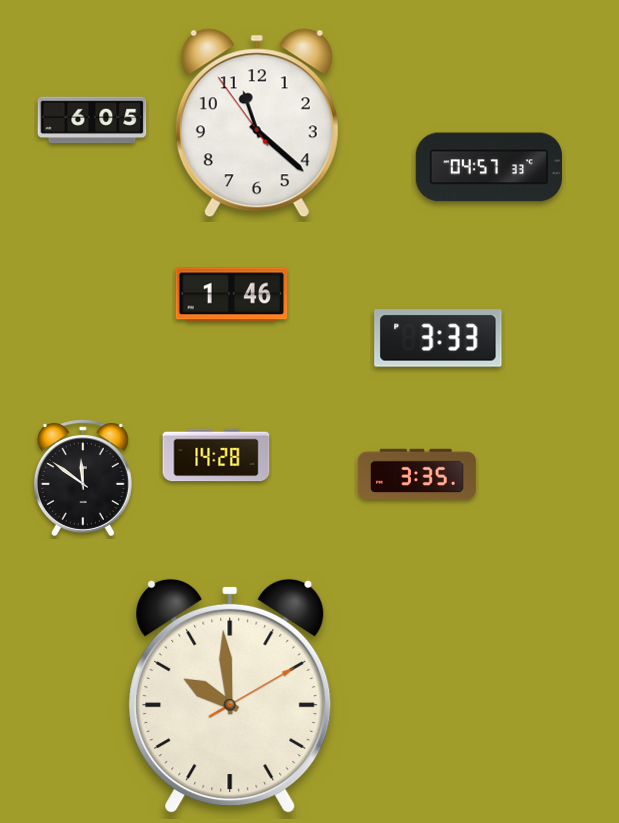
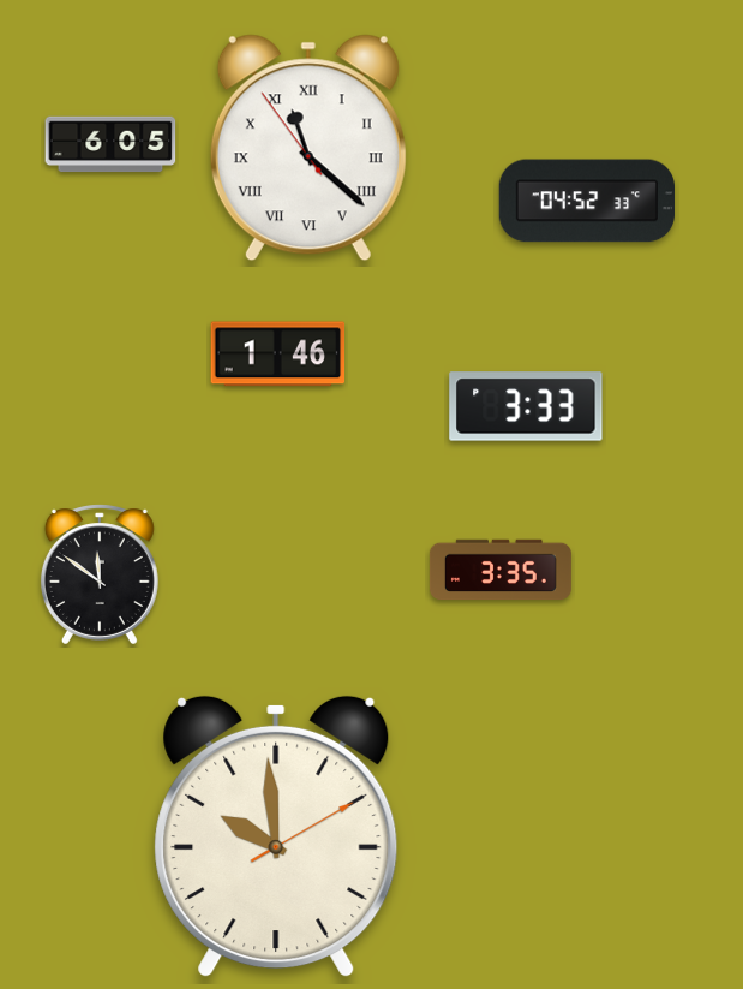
clock at (257, 123) numerals: Arabic -> Roman
clock at (488, 167): 04:57 -> 04:52
clock at (216, 455): 14:28 -> none
